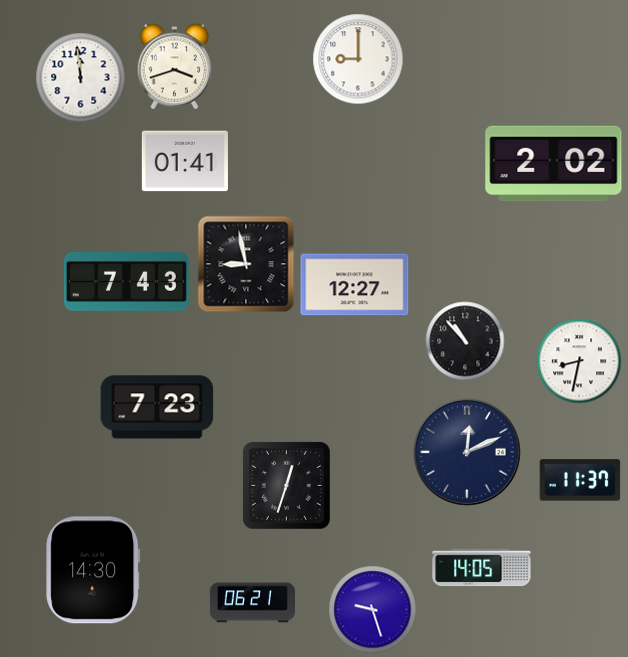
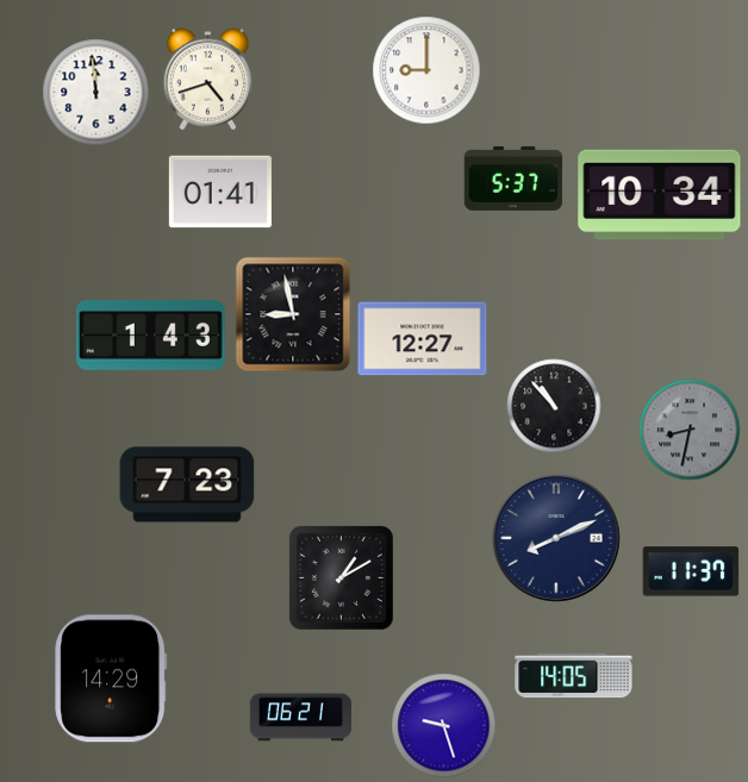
clock at (175, 67): 3:42 -> 4:42
clock at (513, 179): none -> 5:37
clock at (554, 164): 2:02 -> 10:34
clock at (126, 281): 7:43 -> 1:43
clock at (579, 361) dial: white -> grey
clock at (467, 452): 12:11 -> 8:11
clock at (286, 485): 12:33 -> 1:10
clock at (93, 570): 14:30 -> 14:29
